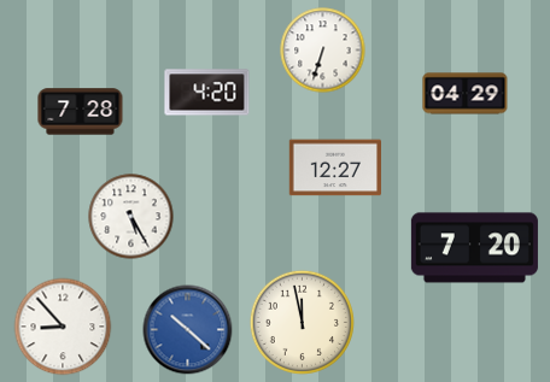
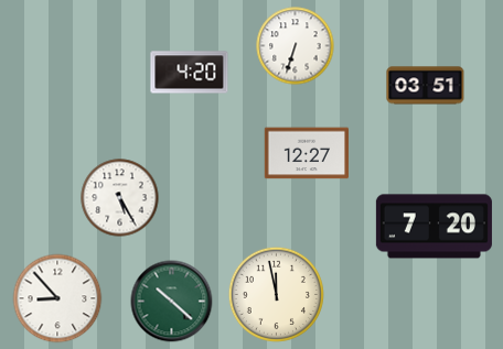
clock at (207, 93) position: (207, 93) -> (190, 73)
clock at (466, 94): 04:29 -> 03:51
clock at (81, 112): 7:28 -> none
clock at (188, 330) dial: blue -> green
